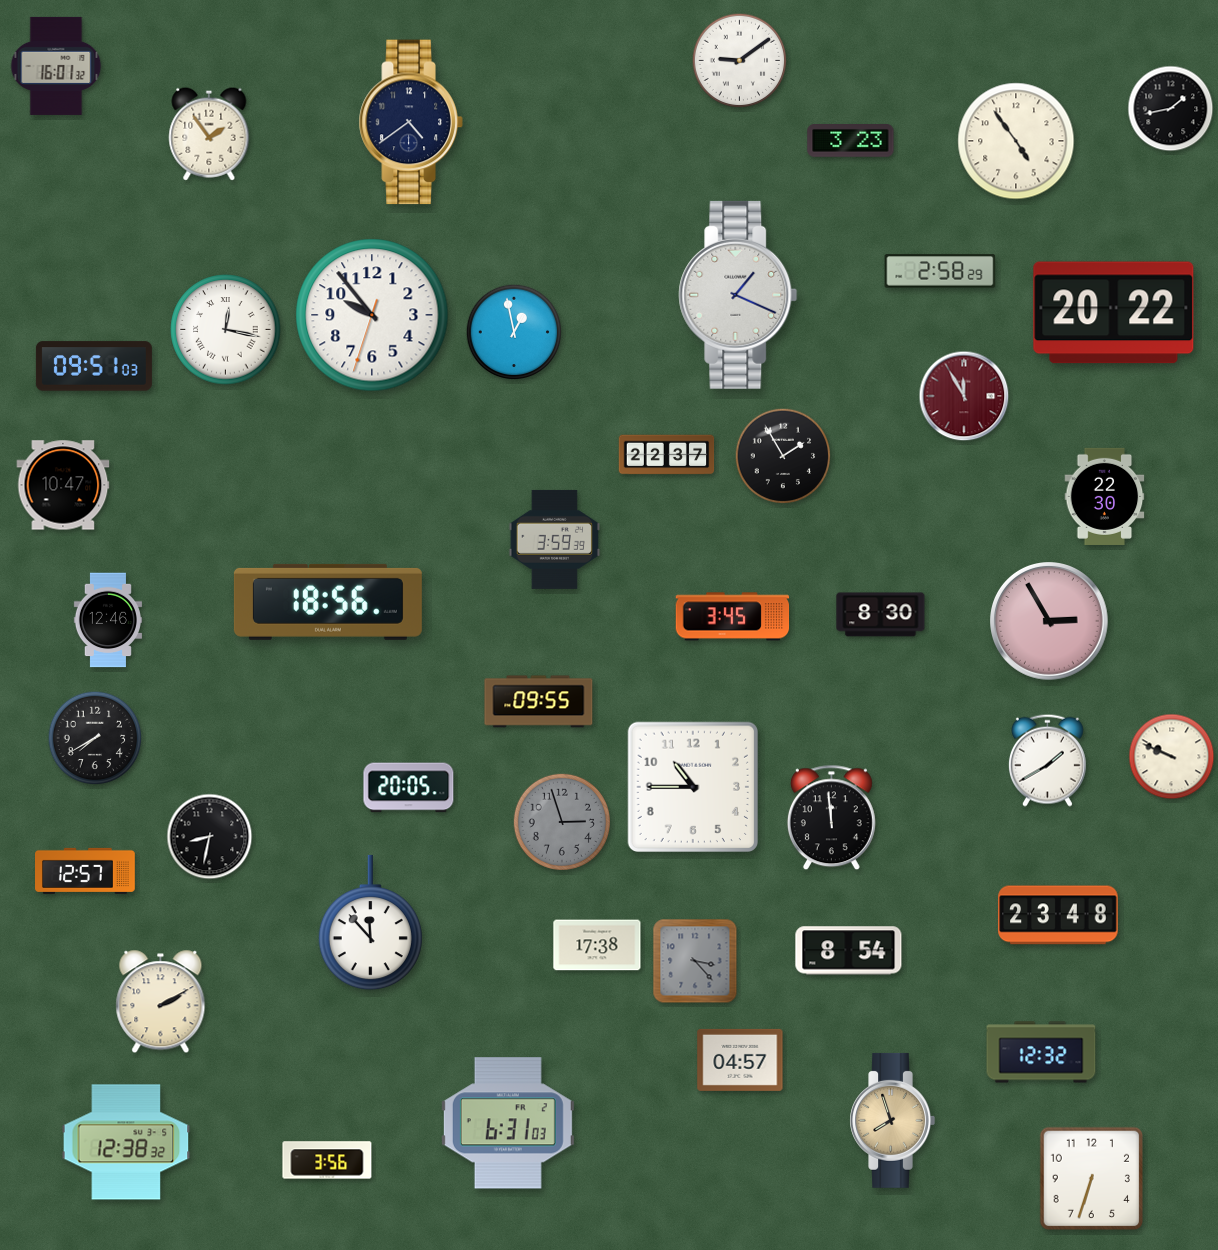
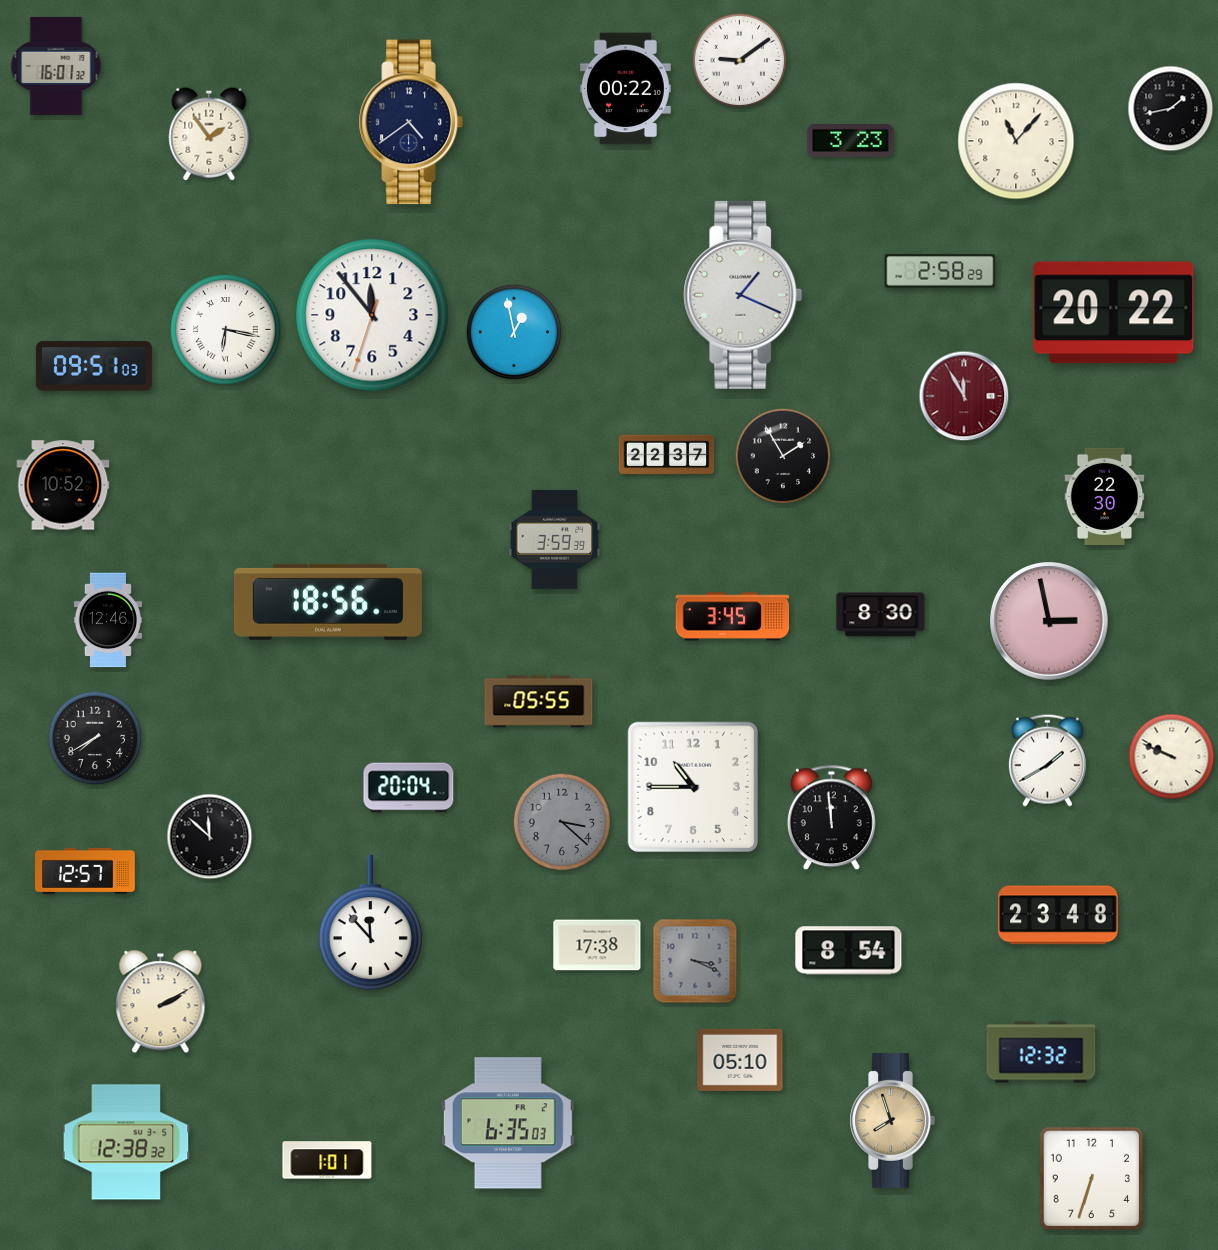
clock at (626, 89): none -> 00:22
clock at (1016, 141): 4:54 -> 11:07
clock at (738, 295) position: (738, 295) -> (743, 295)
clock at (372, 315): 9:53 -> 11:53
clock at (226, 330): 12:17 -> 6:17
clock at (63, 485): 10:47 -> 10:52
clock at (1050, 622): 2:55 -> 2:58
clock at (539, 702): 09:55 -> 05:55
clock at (409, 788): 20:05 -> 20:04
clock at (561, 821): 2:57 -> 3:22
clock at (210, 837): 8:32 -> 11:52
clock at (695, 961): 3:23 -> 3:19
clock at (740, 1060): 04:57 -> 05:10
clock at (508, 1123): 6:31 -> 6:35
clock at (327, 1160): 3:56 -> 1:01
